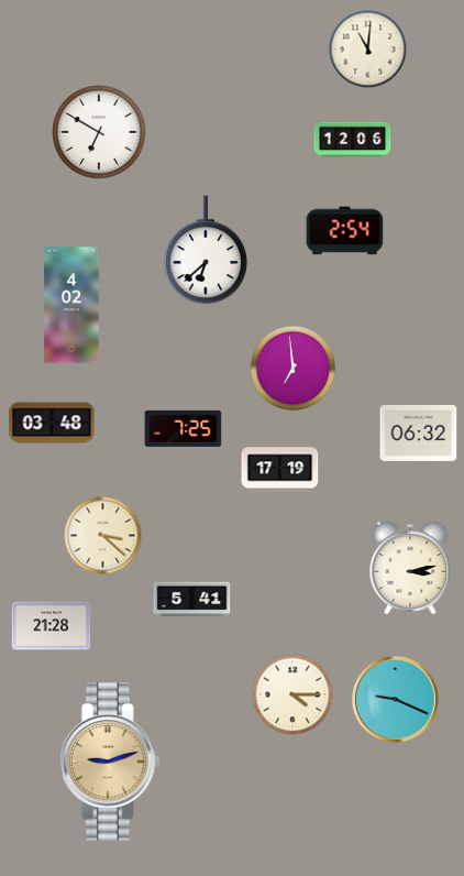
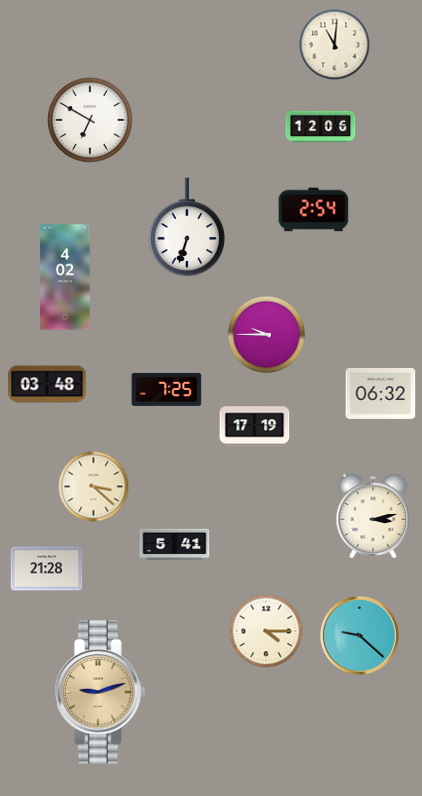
clock at (206, 250): 6:38 -> 6:33
clock at (294, 369): 6:59 -> 9:45
clock at (395, 699): 9:19 -> 9:22
